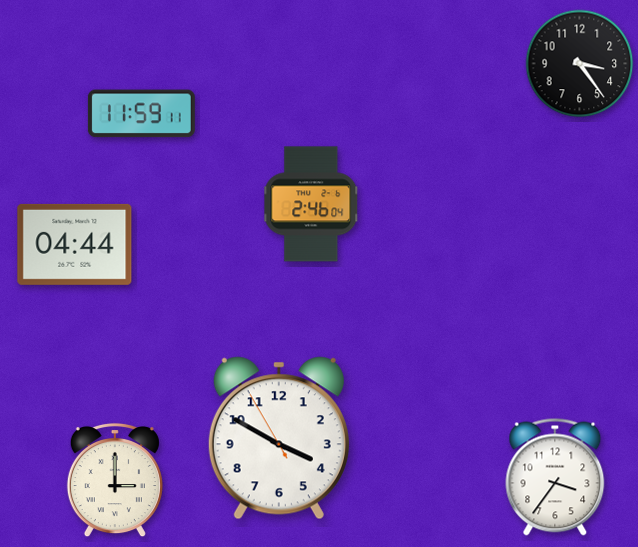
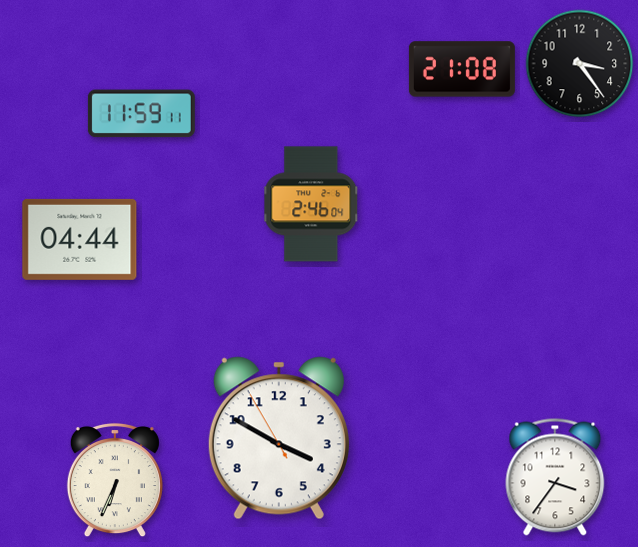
clock at (462, 69): none -> 21:08
clock at (75, 244) position: (75, 244) -> (80, 239)
clock at (115, 480): 3:00 -> 6:34
